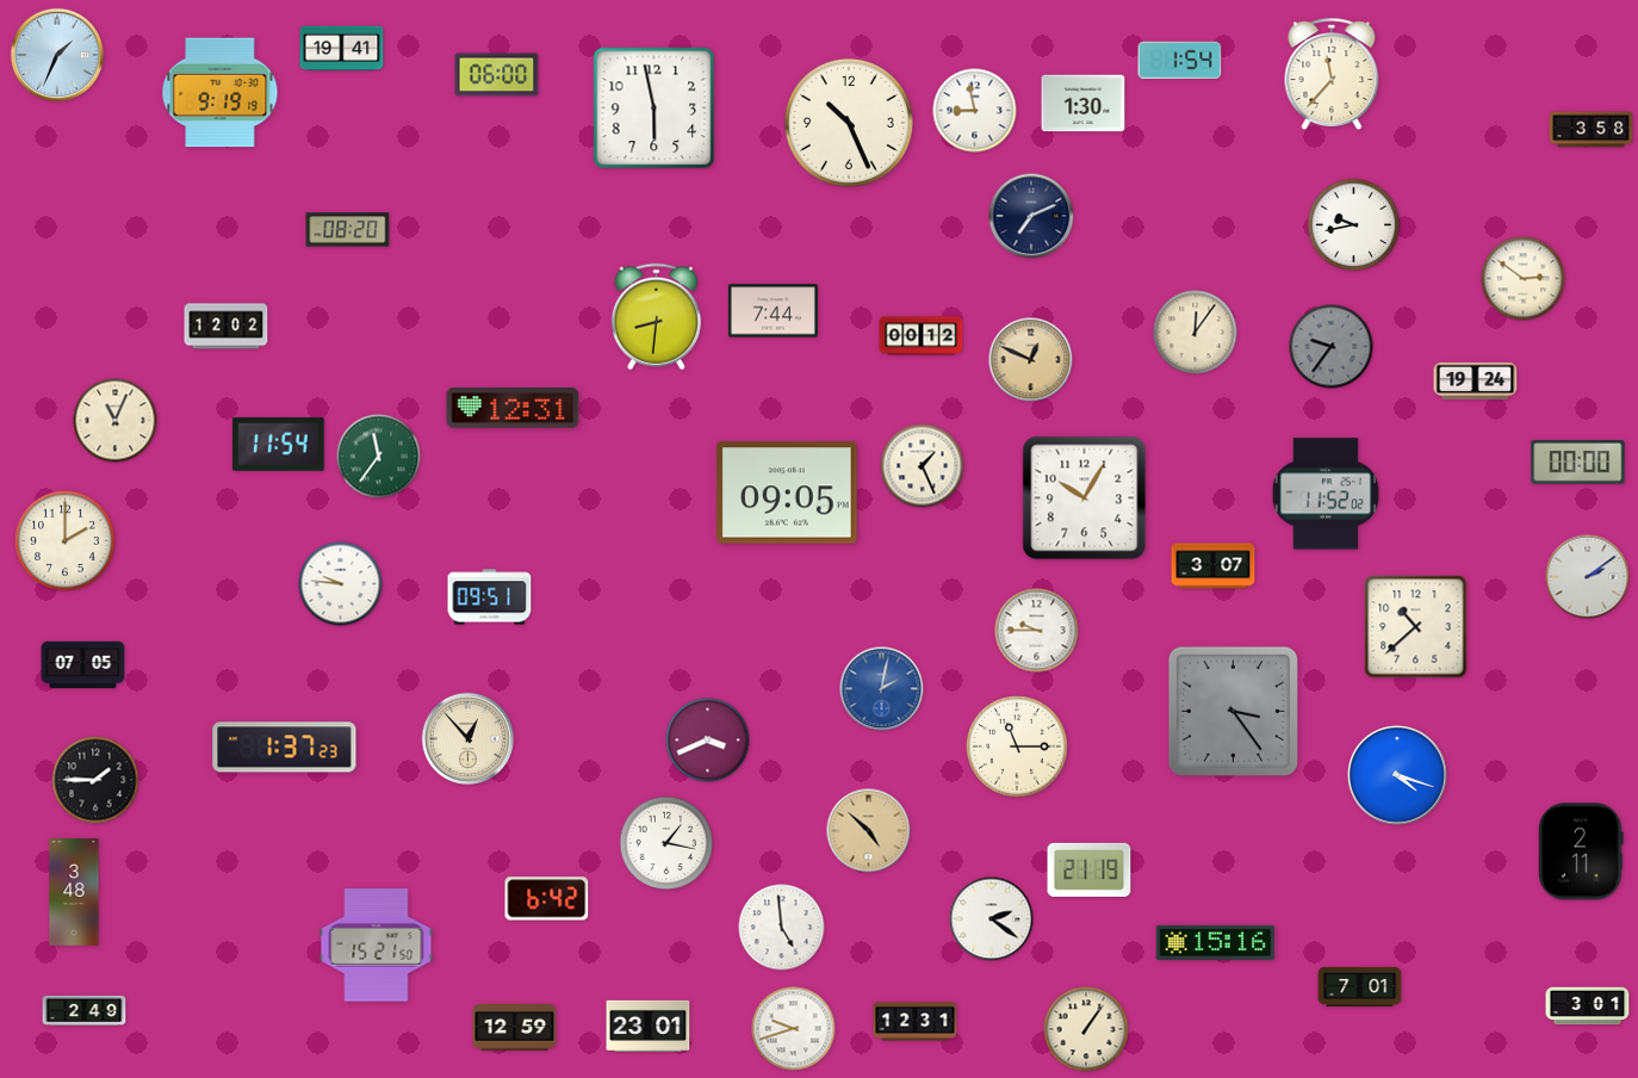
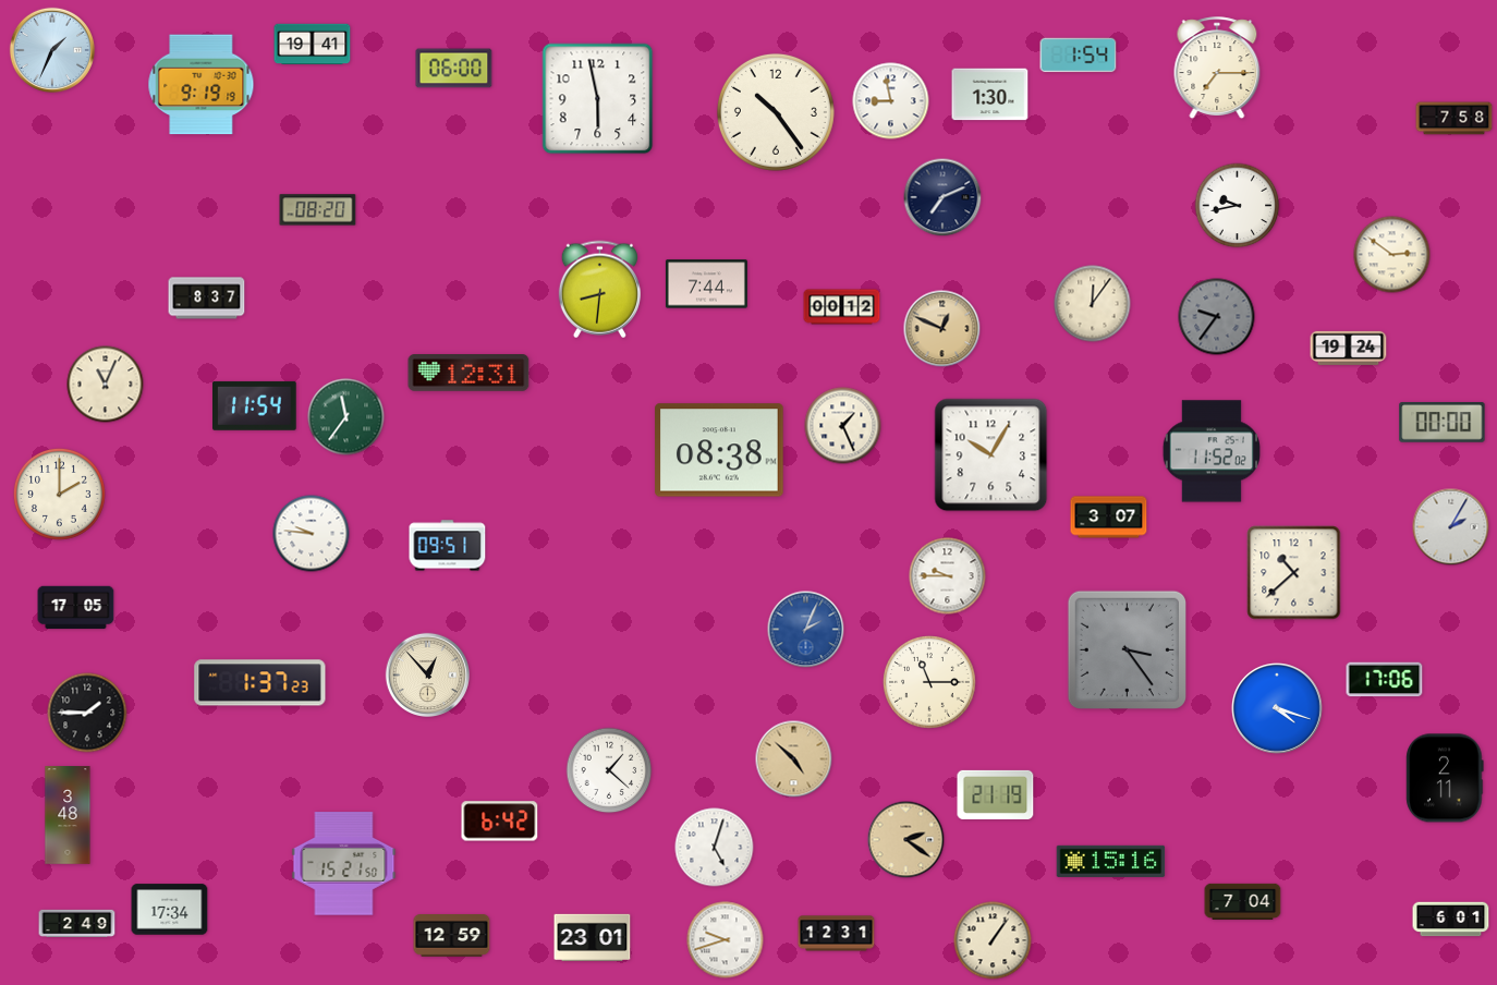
clock at (1332, 74): 11:37 -> 7:15
clock at (849, 123): 10:26 -> 10:24
clock at (1592, 130): 3:58 -> 7:58
clock at (227, 327): 12:02 -> 8:37
clock at (787, 492): 09:05 -> 08:38
clock at (1588, 577): 2:09 -> 2:05
clock at (83, 665): 07:05 -> 17:05
clock at (882, 689): 2:02 -> 2:04
clock at (708, 741): 3:41 -> none
clock at (1385, 680): none -> 17:06
clock at (666, 843): 1:17 -> 1:22
clock at (992, 919) dial: white -> champagne
clock at (782, 928): 4:59 -> 5:03
clock at (1360, 986): 7:01 -> 7:04
clock at (170, 910): none -> 17:34
clock at (1588, 1006): 3:01 -> 6:01
clock at (515, 1028) position: (515, 1028) -> (452, 936)
